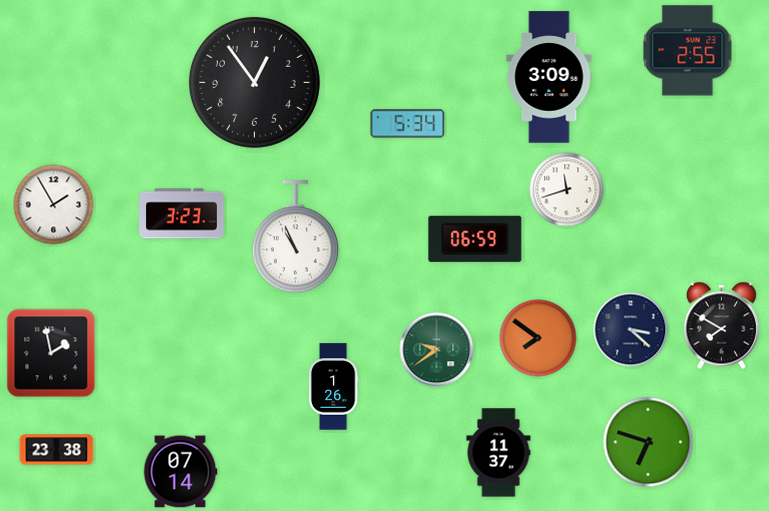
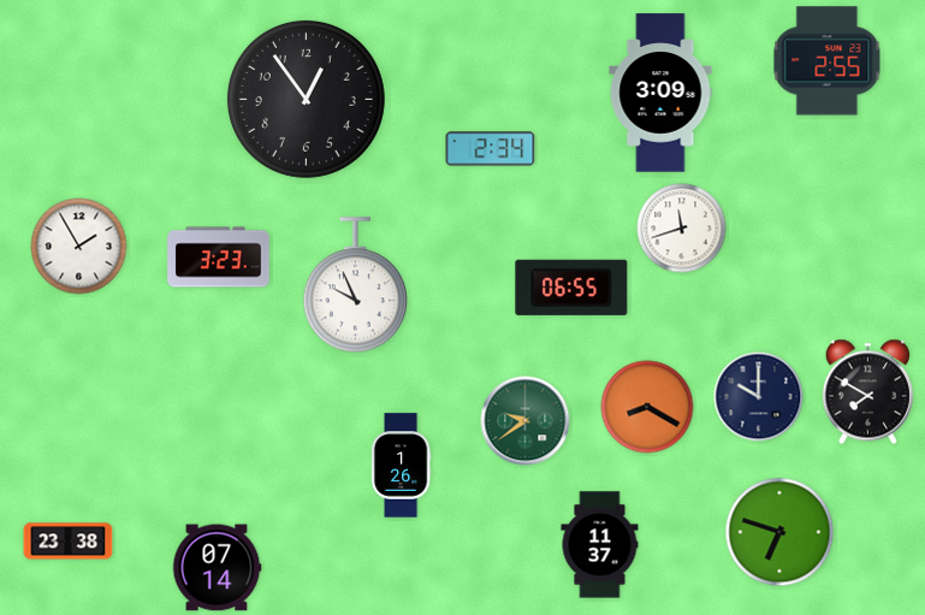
clock at (408, 124): 5:34 -> 2:34
clock at (54, 205) position: (54, 205) -> (79, 247)
clock at (295, 237): 10:56 -> 9:56
clock at (475, 239): 06:59 -> 06:55
clock at (631, 330): 3:22 -> 10:00
clock at (538, 338): 7:51 -> 8:20
clock at (51, 353): 1:58 -> none
